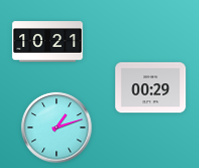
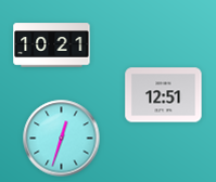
clock at (151, 88): 00:29 -> 12:51
clock at (57, 128): 1:12 -> 12:33
